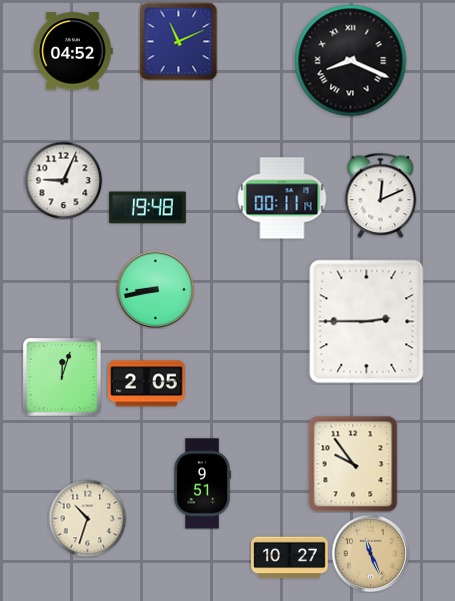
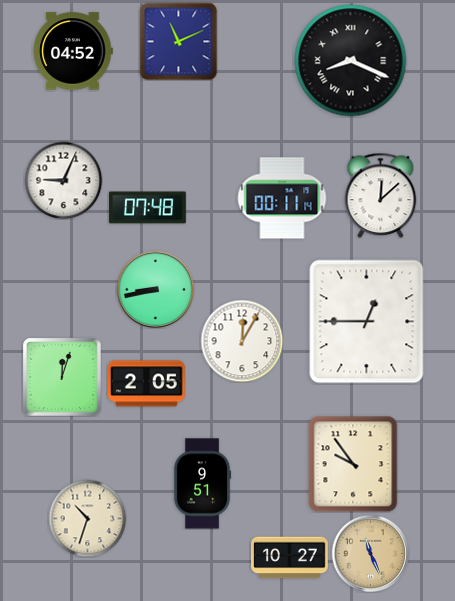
clock at (381, 195): 12:11 -> 12:08
clock at (148, 208): 19:48 -> 07:48
clock at (367, 322): 2:45 -> 12:45
clock at (242, 341): none -> 12:05
